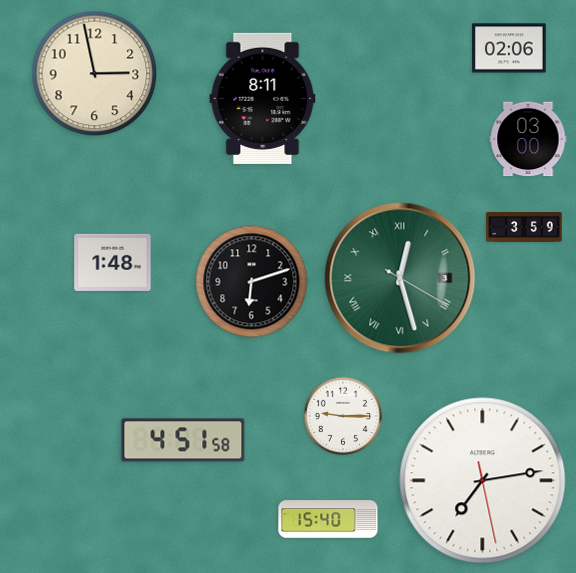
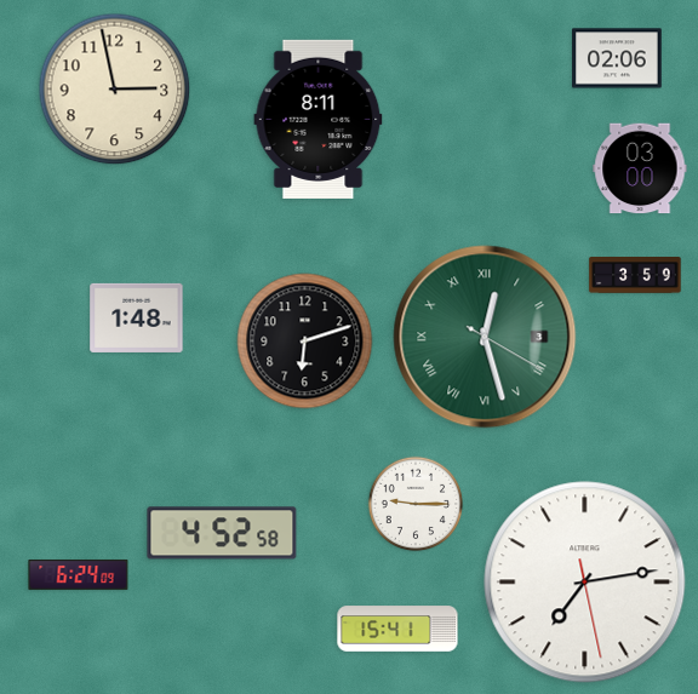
clock at (183, 440): 4:51 -> 4:52
clock at (79, 574): none -> 6:24
clock at (328, 519): 15:40 -> 15:41
